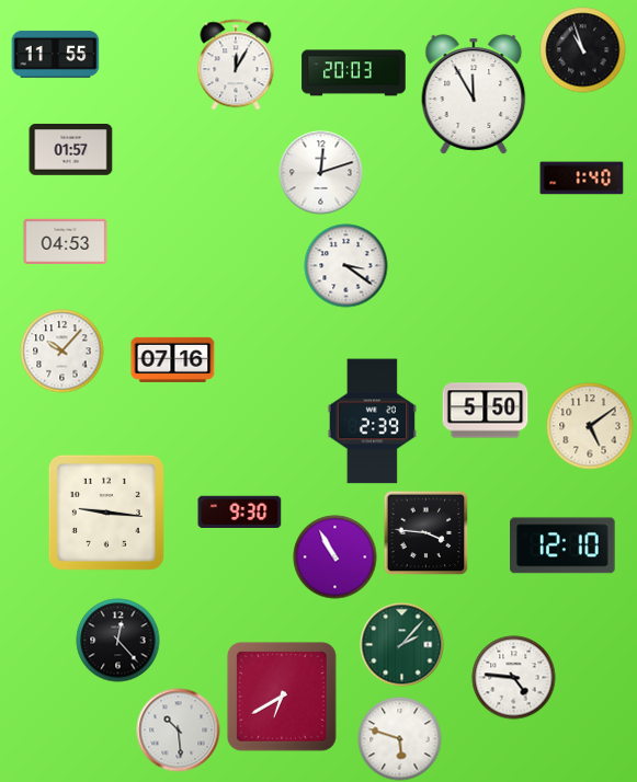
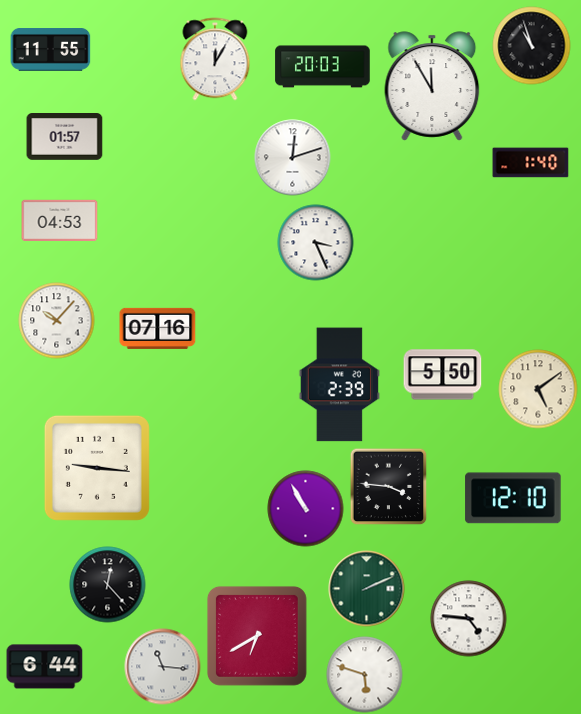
clock at (346, 266): 3:21 -> 3:26
clock at (240, 511): 9:30 -> none
clock at (402, 645): 2:07 -> 2:11
clock at (45, 667): none -> 6:44
clock at (179, 731): 10:29 -> 11:16
